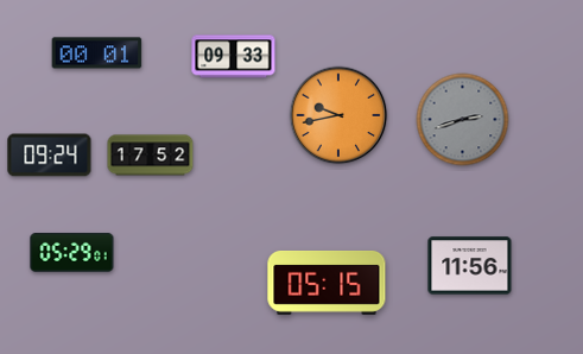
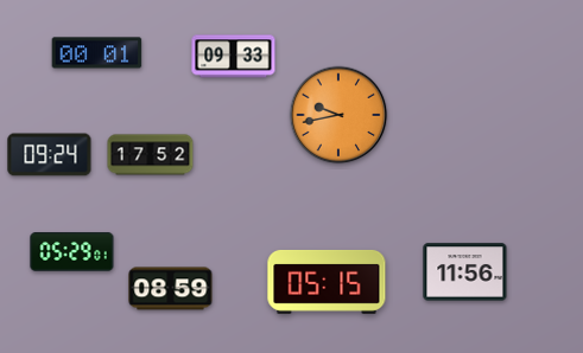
clock at (463, 120): 2:42 -> none
clock at (470, 266) position: (470, 266) -> (465, 272)
clock at (171, 289): none -> 08:59
